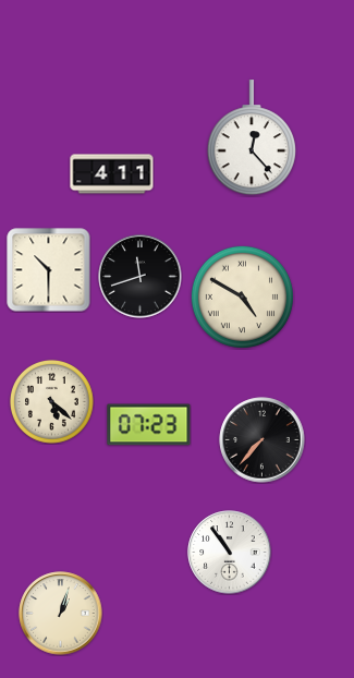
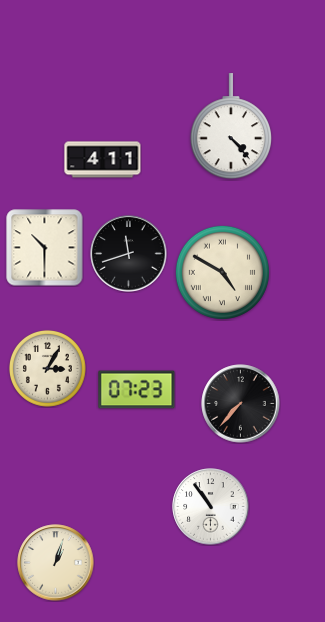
clock at (252, 138): 12:23 -> 4:23
clock at (51, 401): 5:22 -> 3:05
